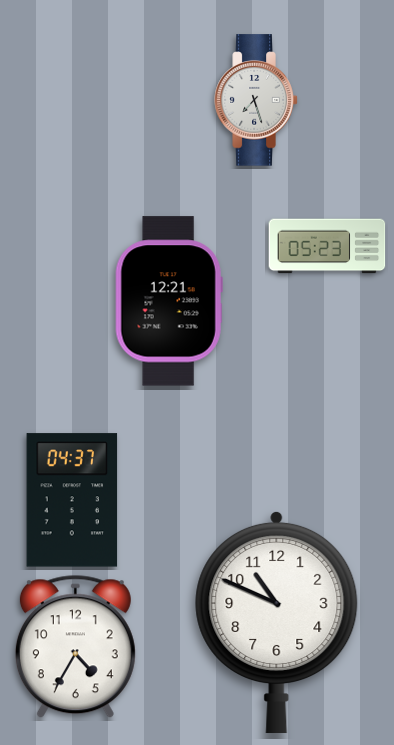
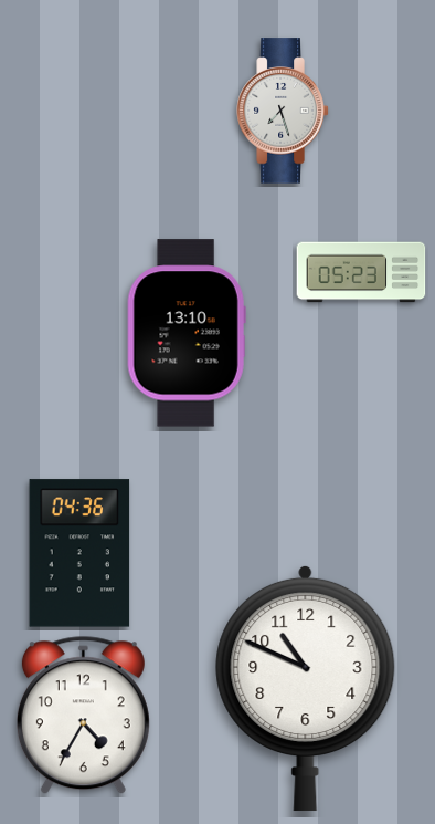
clock at (169, 301): 12:21 -> 13:10
clock at (72, 500): 04:37 -> 04:36
